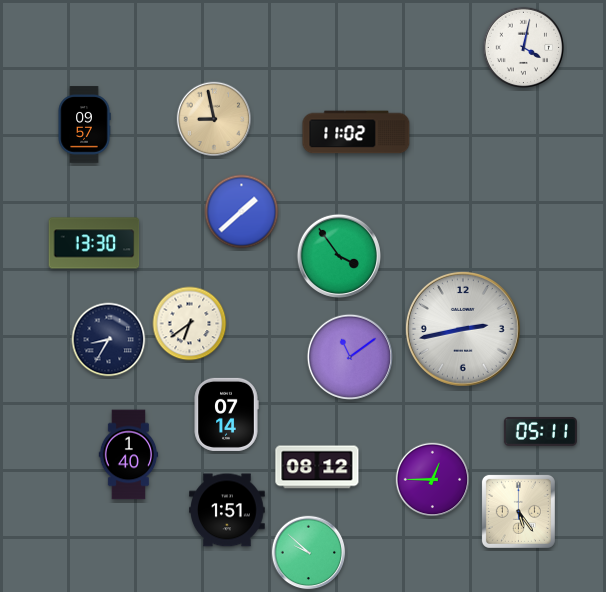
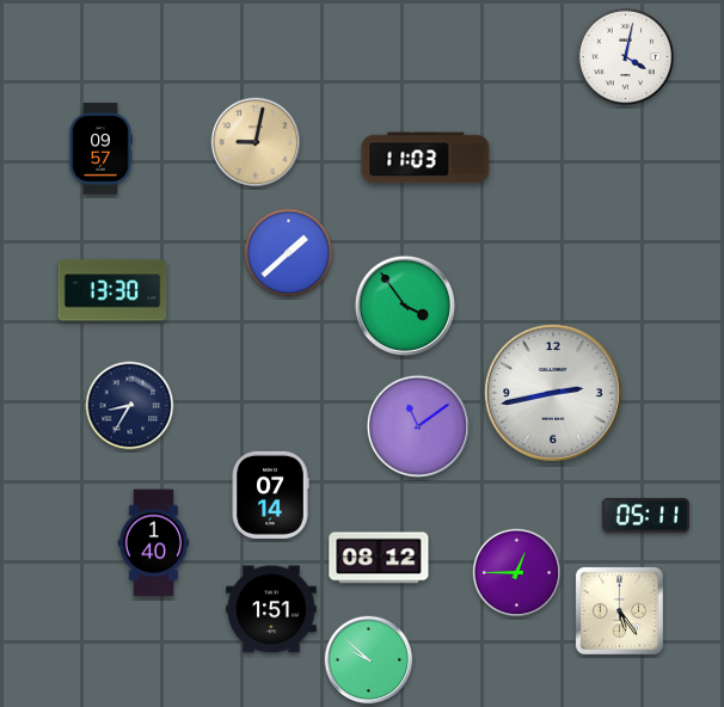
clock at (214, 119): 8:58 -> 9:02
clock at (356, 132): 11:02 -> 11:03
clock at (190, 324): 6:39 -> none
